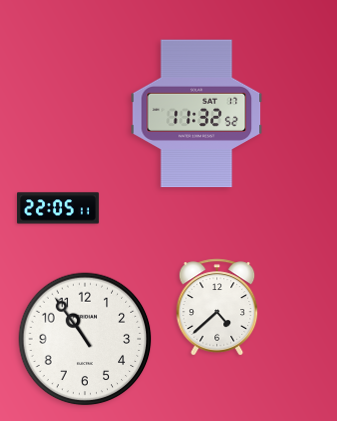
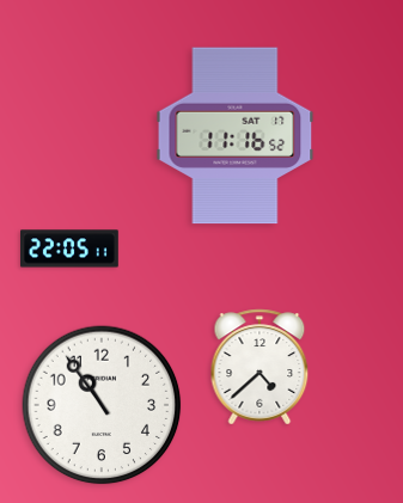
clock at (197, 114): 11:32 -> 11:16
